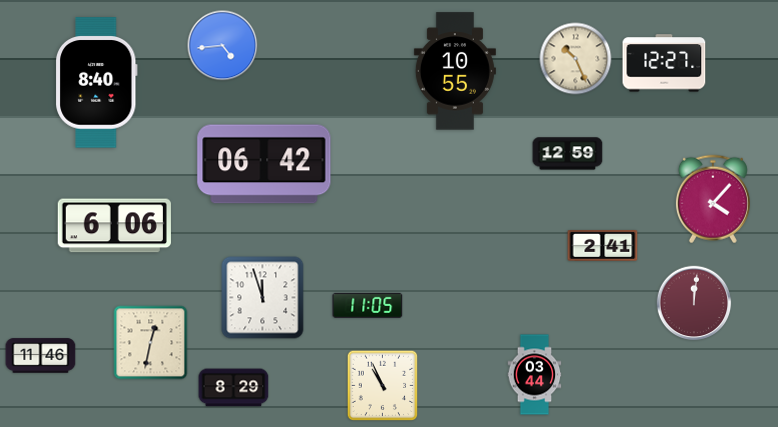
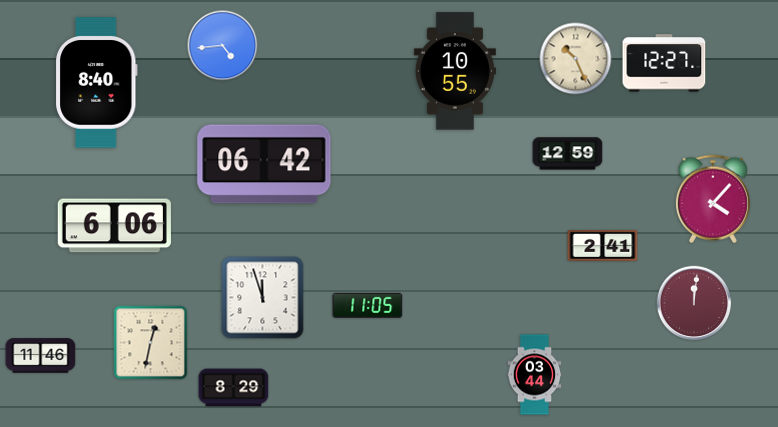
clock at (383, 386): 10:56 -> none
